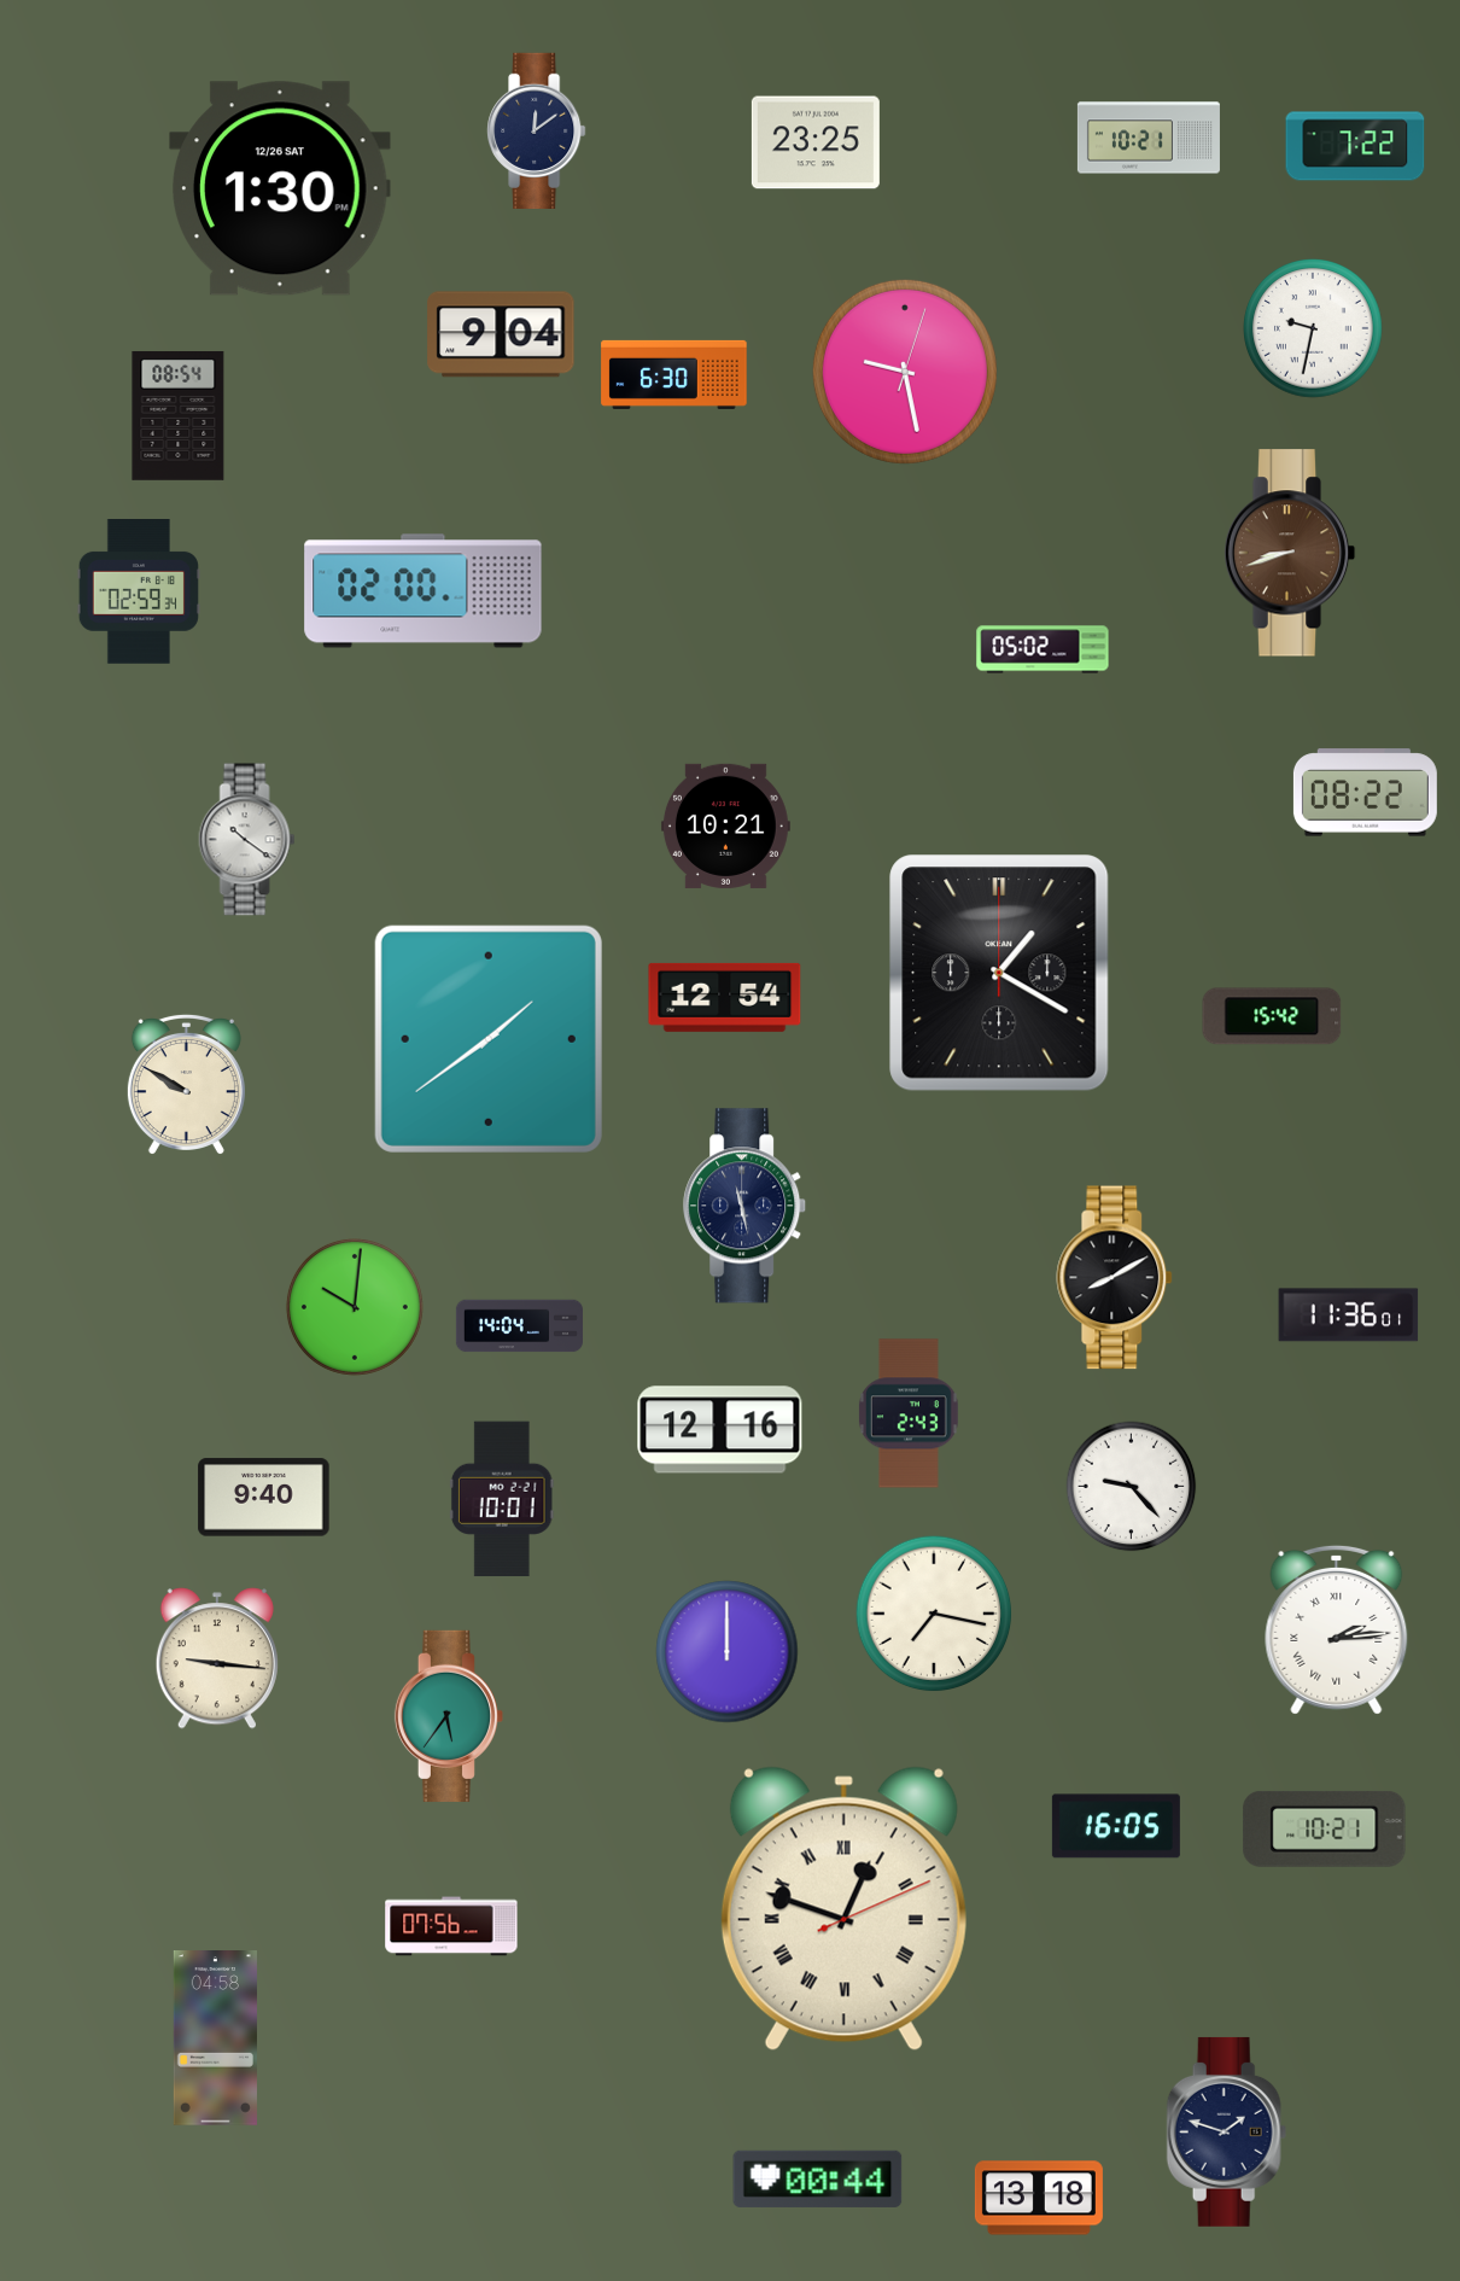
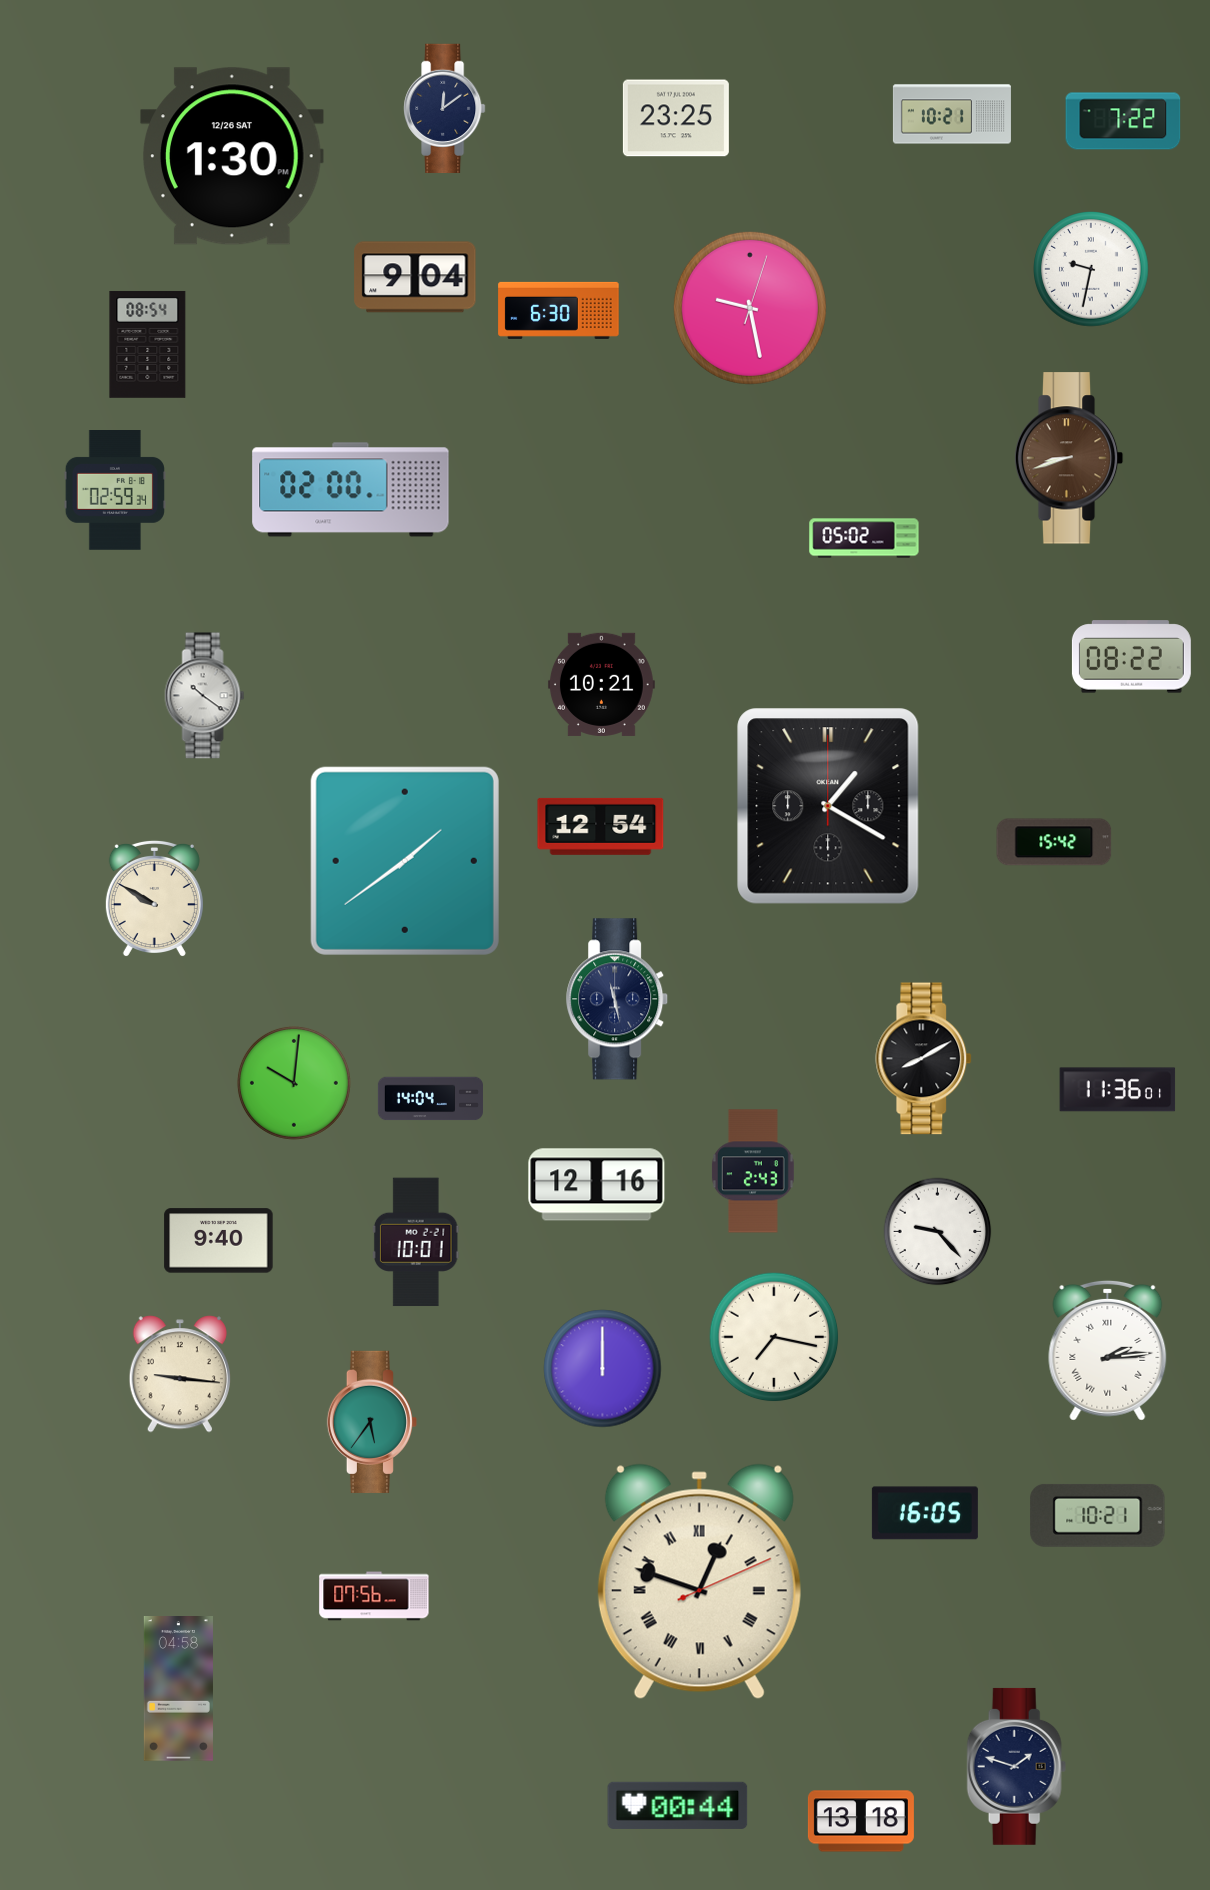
clock at (1314, 329) position: (1314, 329) -> (1092, 270)
